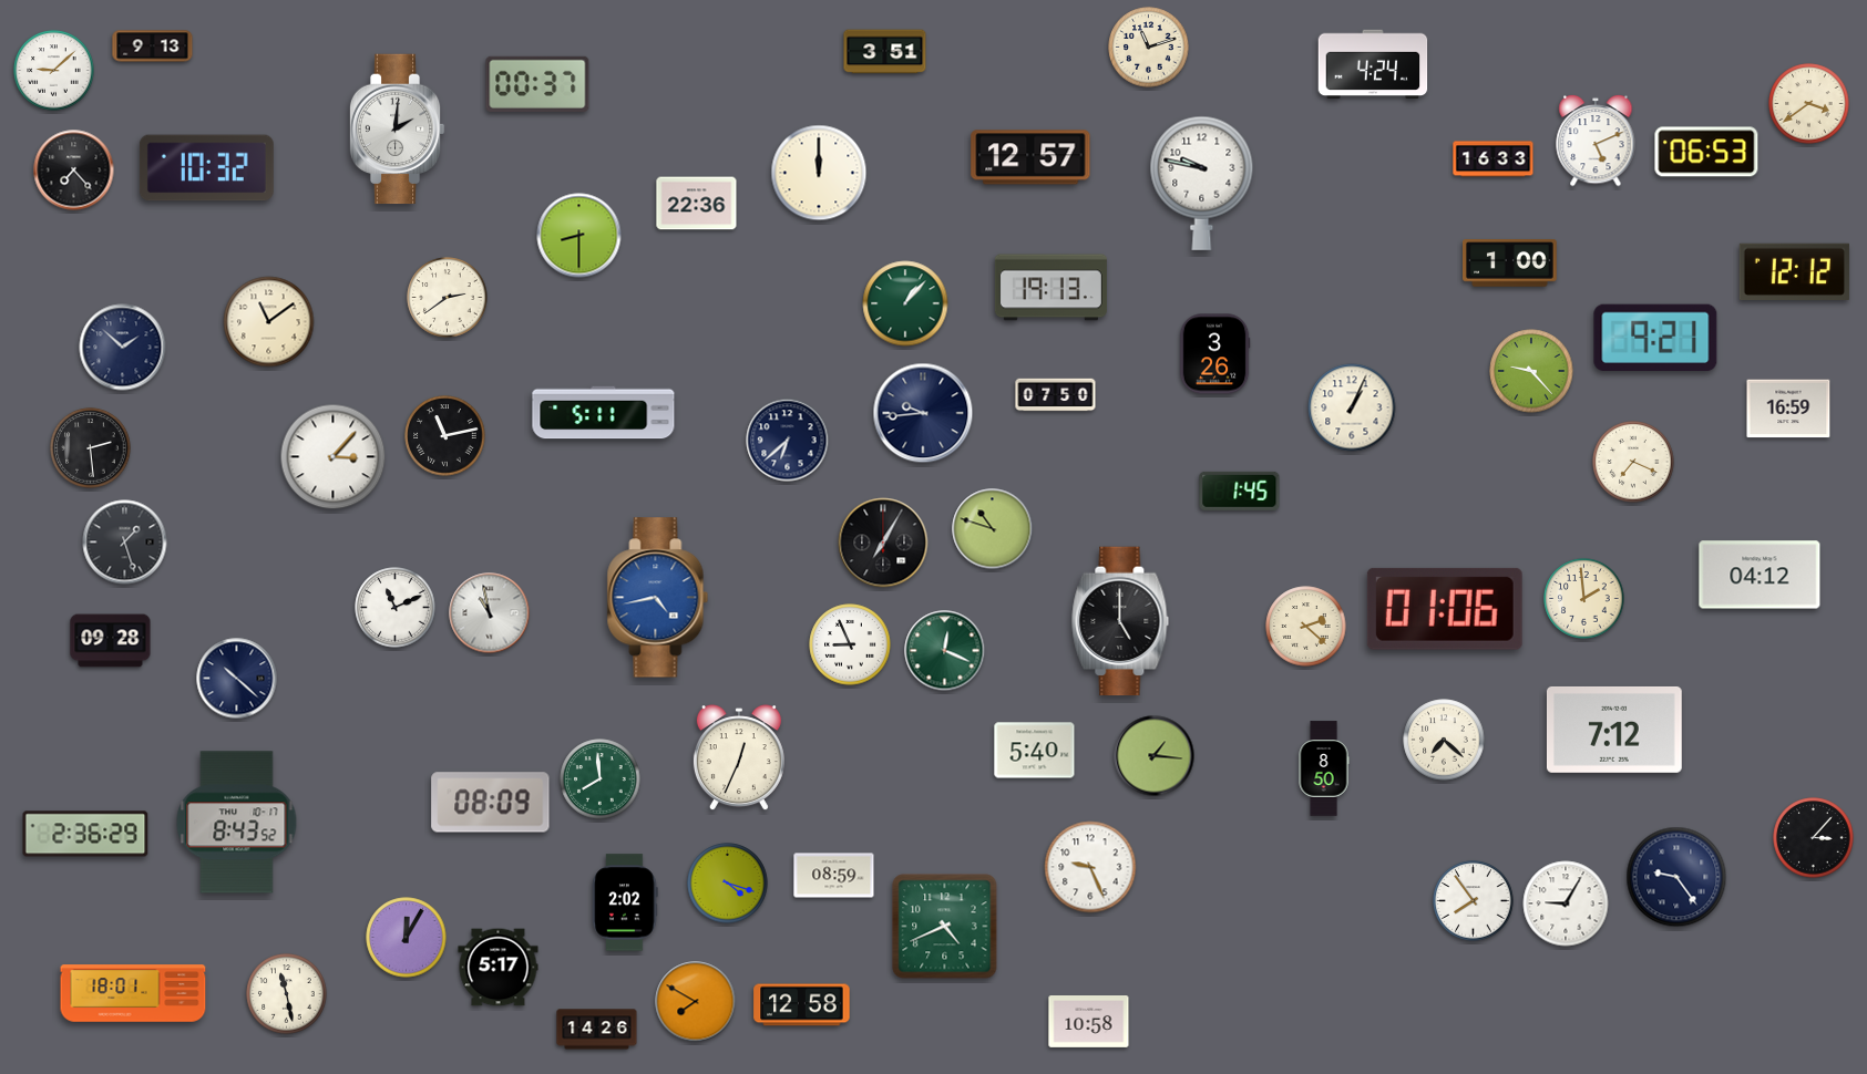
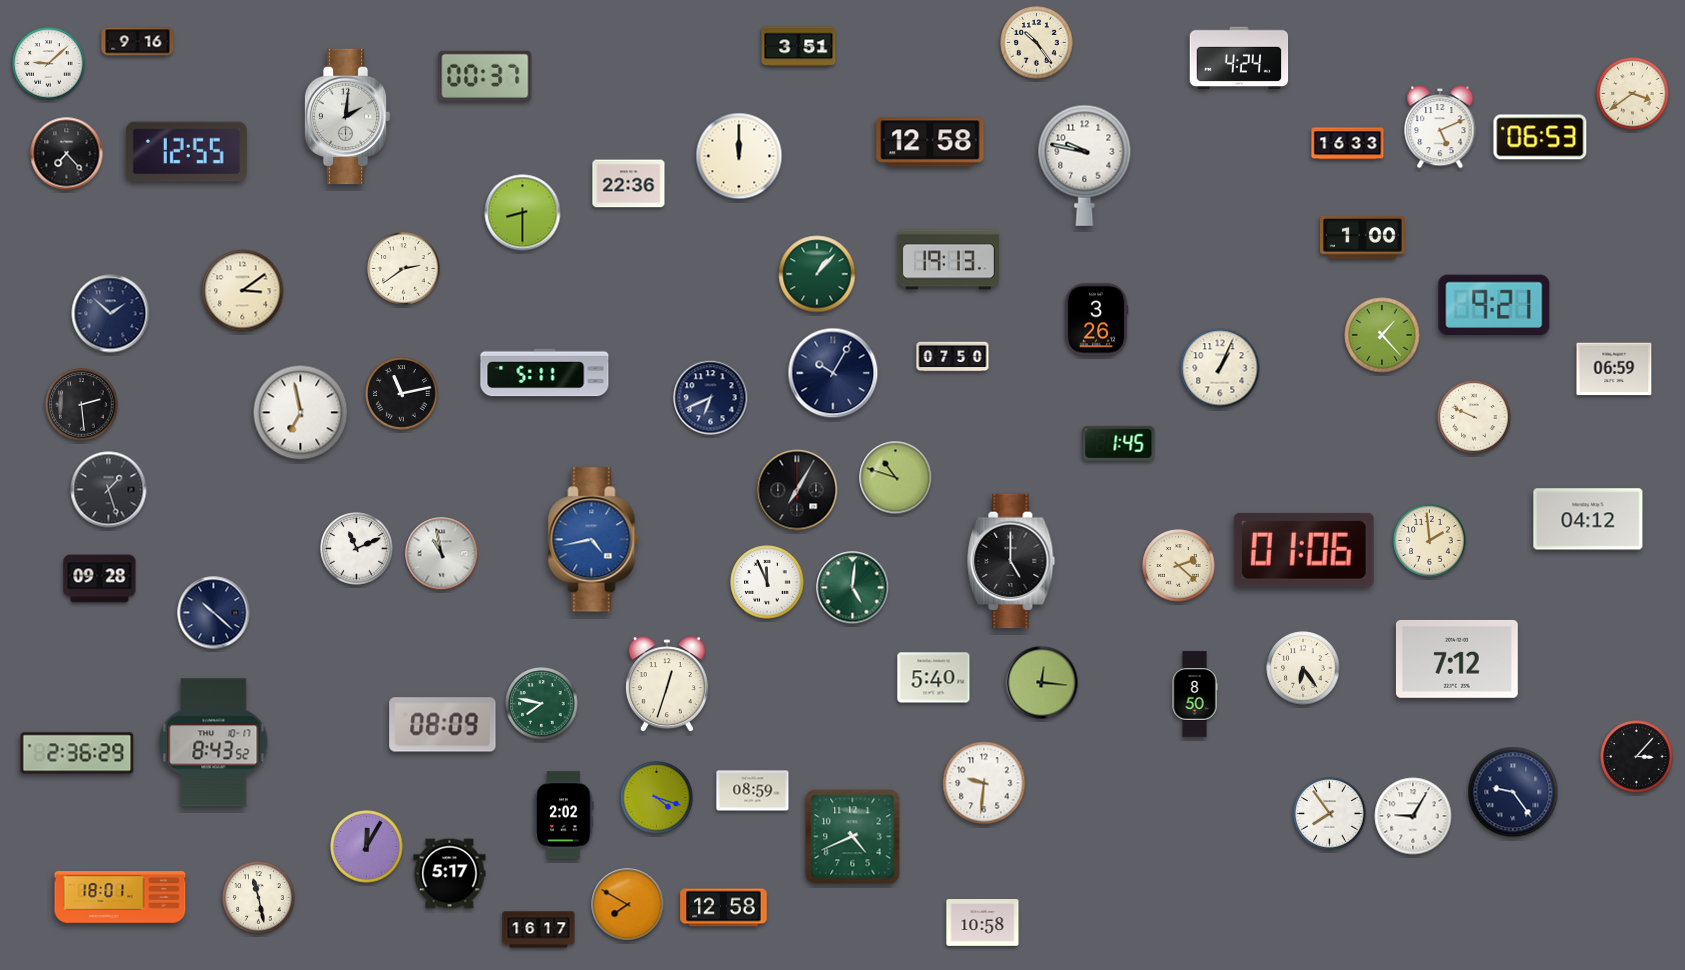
clock at (153, 47): 9:13 -> 9:16
clock at (1149, 48): 11:12 -> 10:24
clock at (397, 130) position: (397, 130) -> (347, 117)
clock at (1030, 157): 12:57 -> 12:58
clock at (206, 168): 10:32 -> 12:55
clock at (1794, 271): 12:12 -> none
clock at (269, 322): 11:09 -> 3:09
clock at (1531, 371): 9:23 -> 1:23
clock at (1788, 409): 16:59 -> 06:59
clock at (923, 413): 9:44 -> 10:05
clock at (788, 441): 6:38 -> 6:41
clock at (334, 457): 3:07 -> 6:58
clock at (1633, 462): 7:19 -> 9:49
clock at (125, 543) position: (125, 543) -> (109, 490)
clock at (850, 644): 8:56 -> 11:56
clock at (945, 651): 12:19 -> 5:01
clock at (1444, 740): 7:22 -> 6:24
clock at (1155, 756): 1:16 -> 12:16
clock at (739, 758): 12:34 -> 12:33
clock at (601, 779): 7:59 -> 7:47
clock at (1090, 867): 9:26 -> 9:31
clock at (597, 1030): 14:26 -> 16:17
